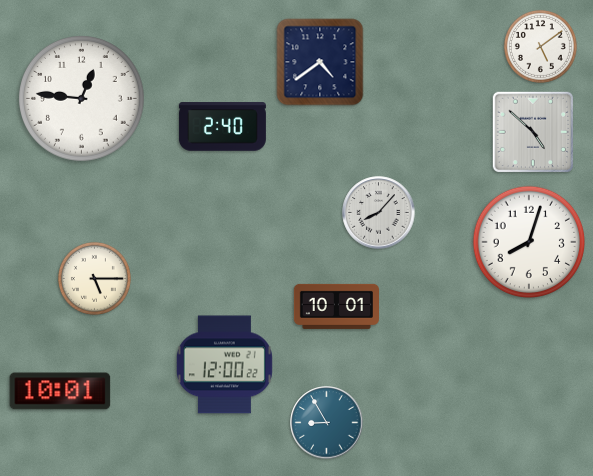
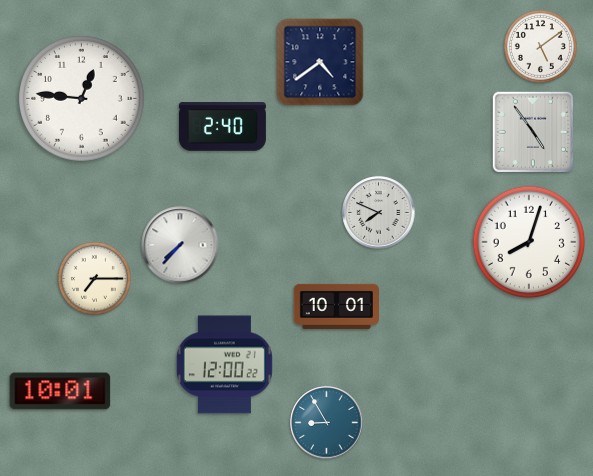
clock at (533, 132): 4:52 -> 4:54
clock at (379, 213): 8:07 -> 7:49
clock at (180, 245): none -> 7:37
clock at (94, 278): 5:15 -> 7:15
